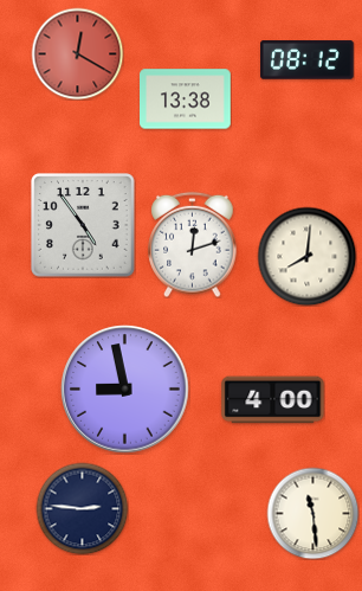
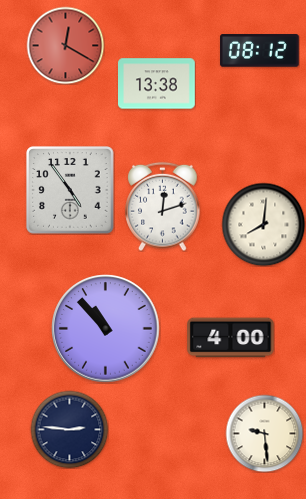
clock at (306, 256) position: (306, 256) -> (263, 224)
clock at (125, 390): 8:58 -> 10:53
clock at (312, 513): 11:29 -> 9:29
